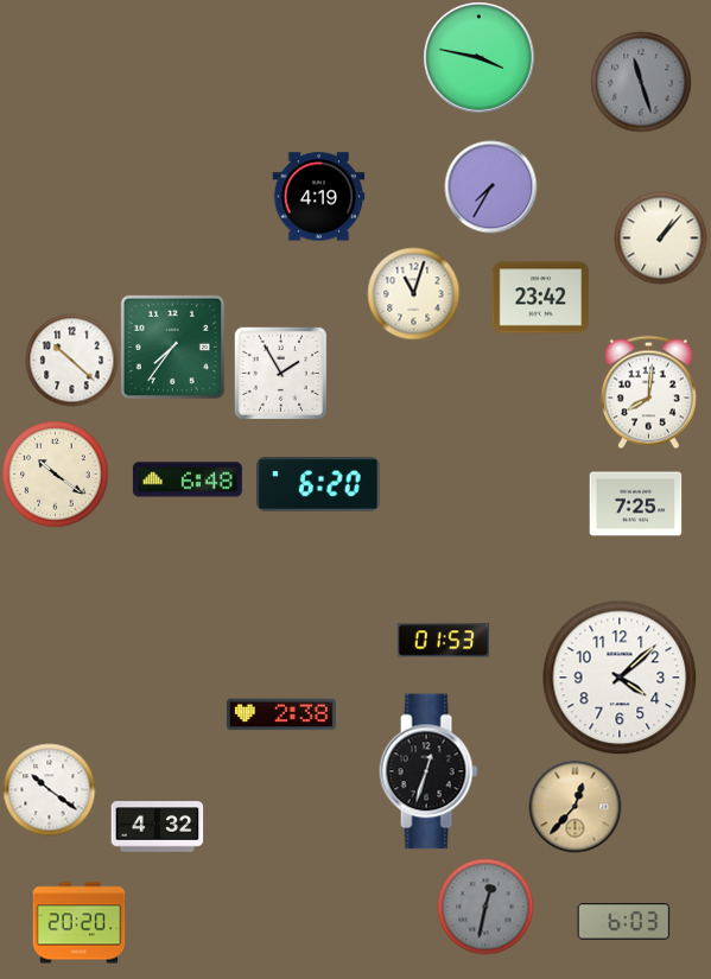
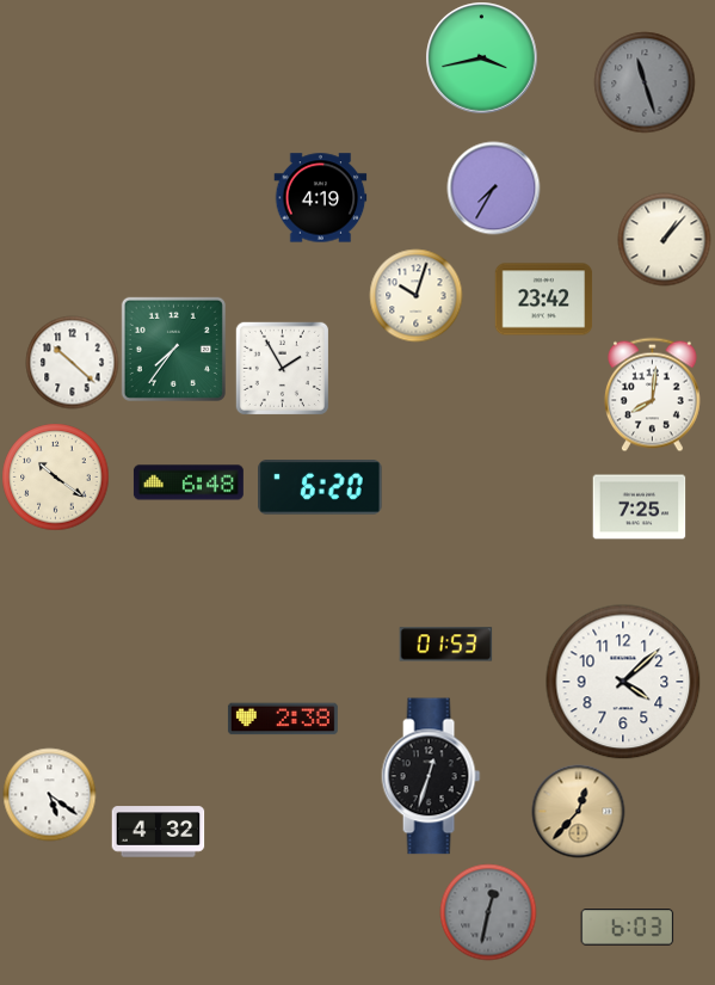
clock at (478, 57): 3:47 -> 3:43
clock at (413, 293): 11:03 -> 10:03
clock at (280, 373) position: (280, 373) -> (282, 368)
clock at (49, 789): 10:21 -> 5:21
clock at (78, 923): 20:20 -> none
